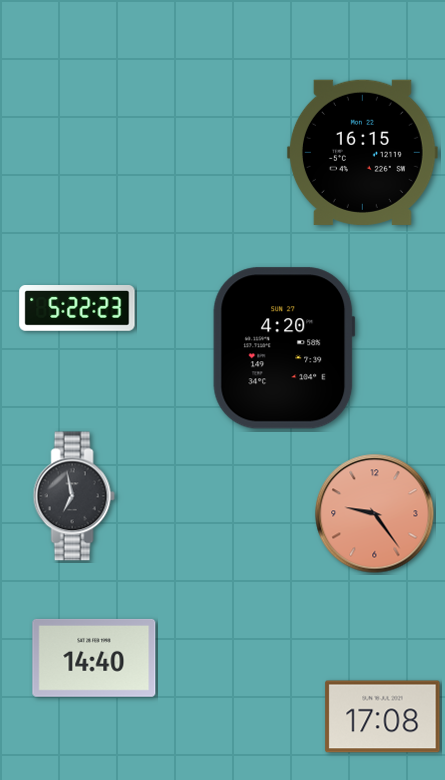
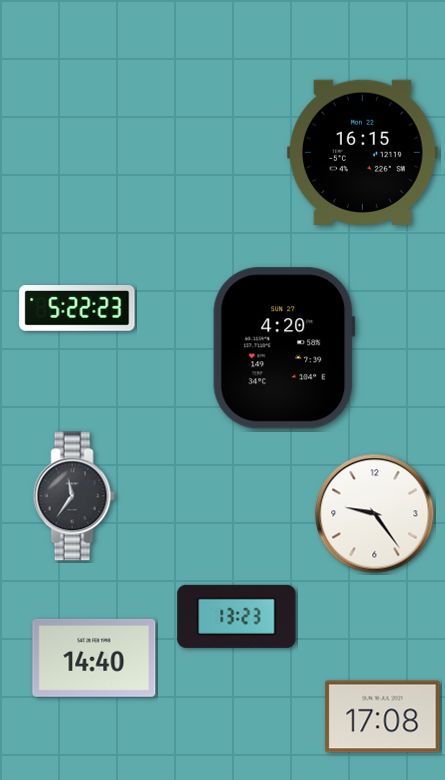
clock at (74, 496): 6:58 -> 11:36
clock at (375, 514) dial: salmon -> white
clock at (237, 616): none -> 13:23
